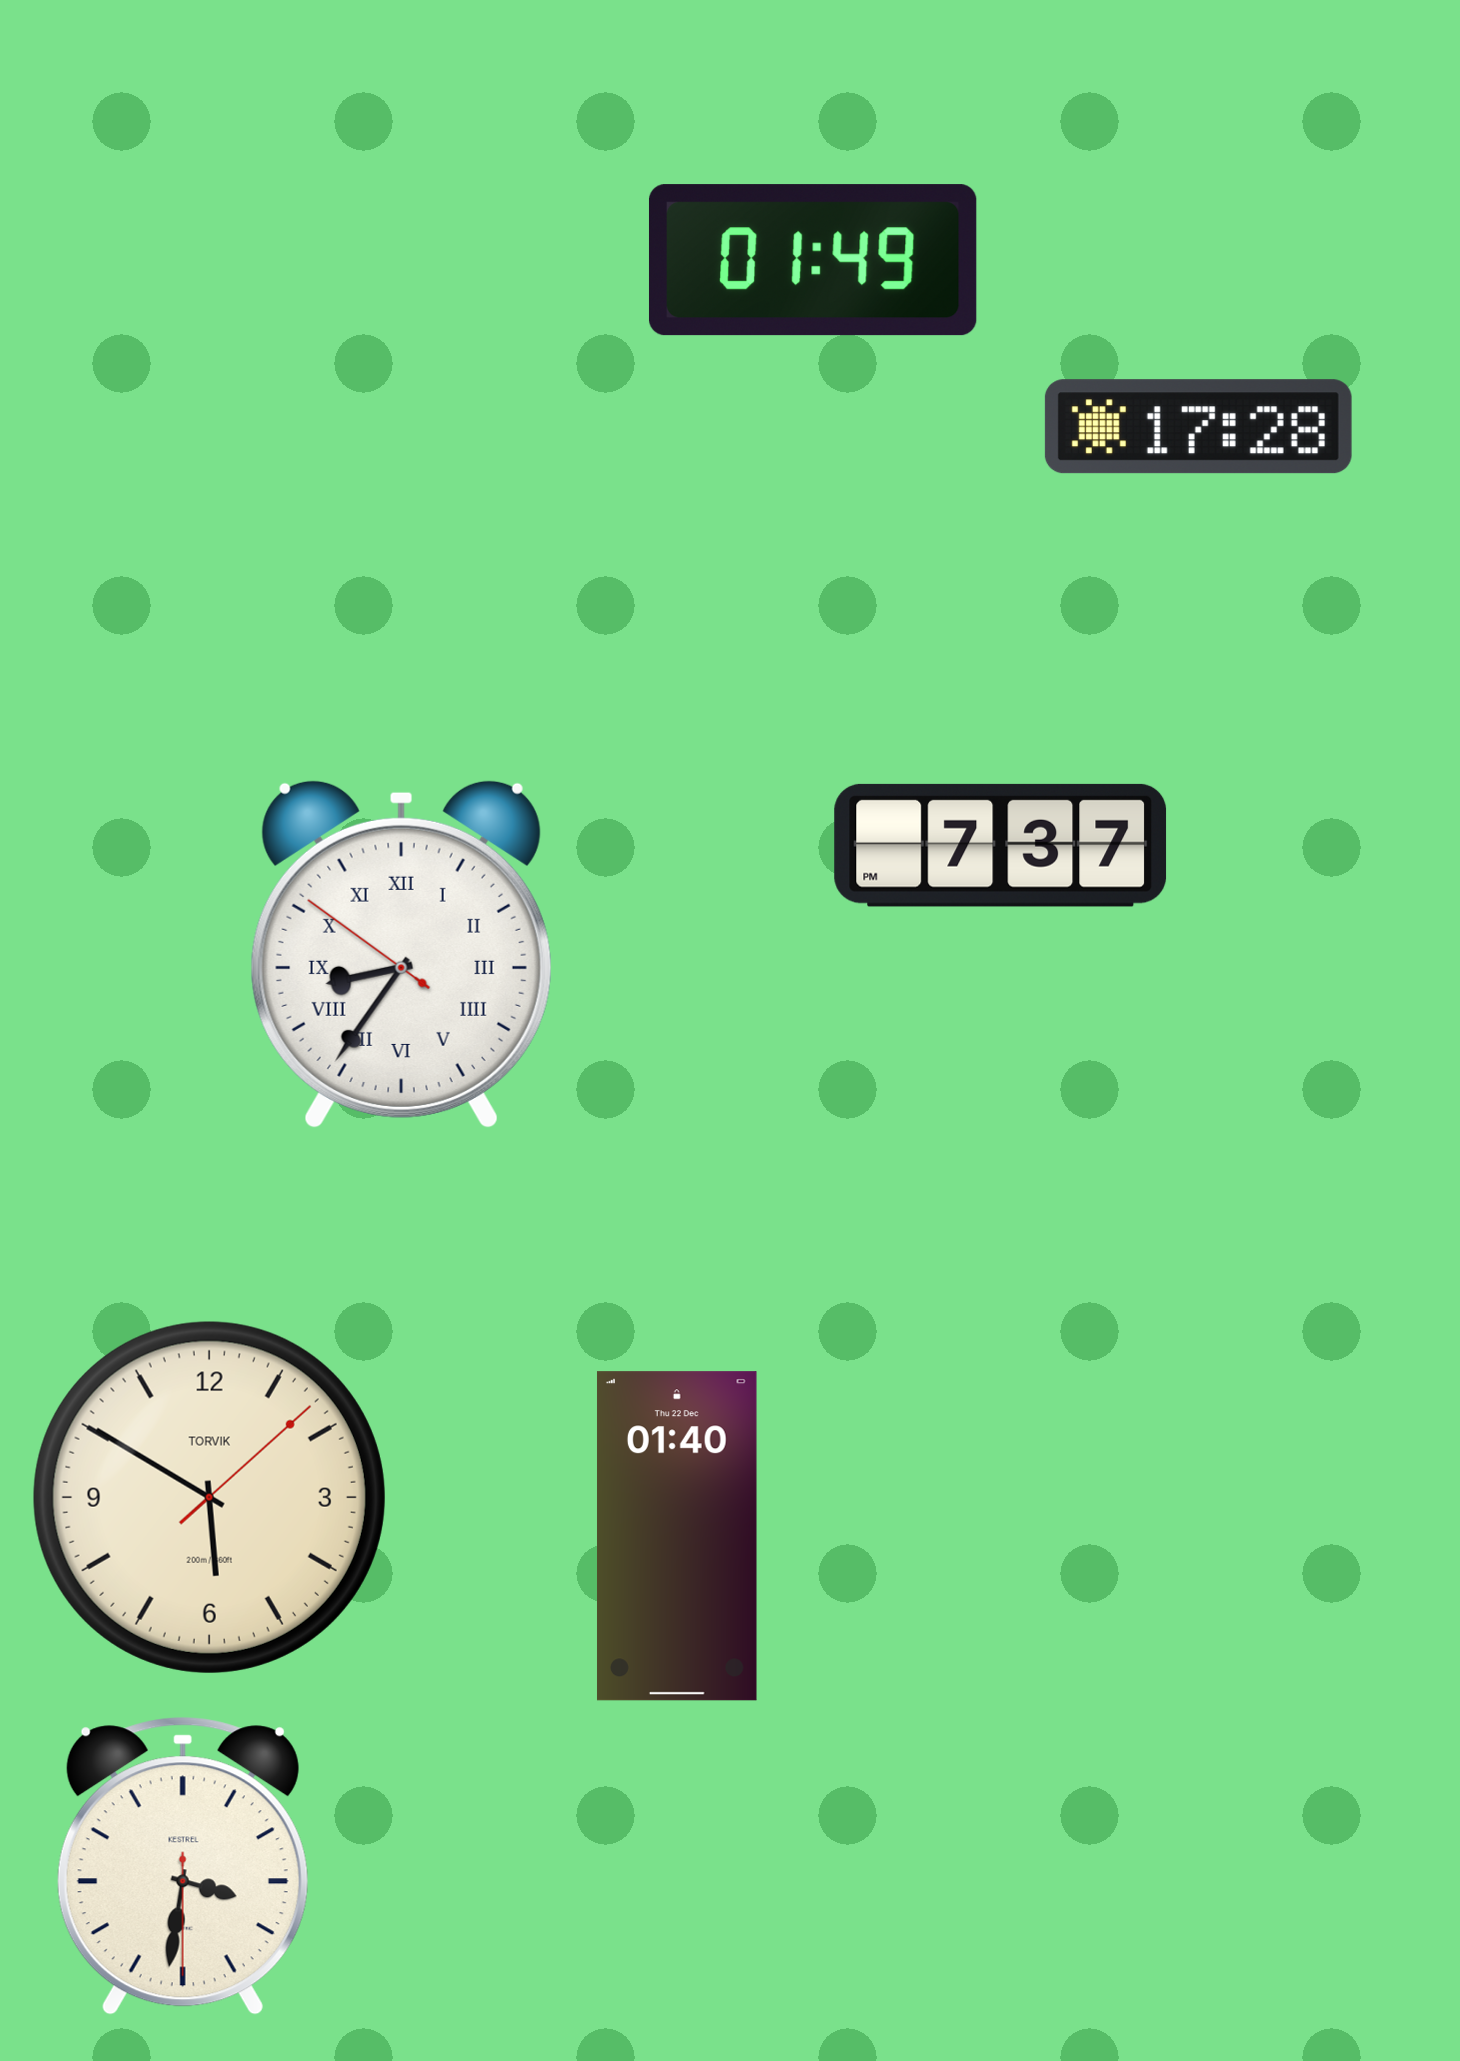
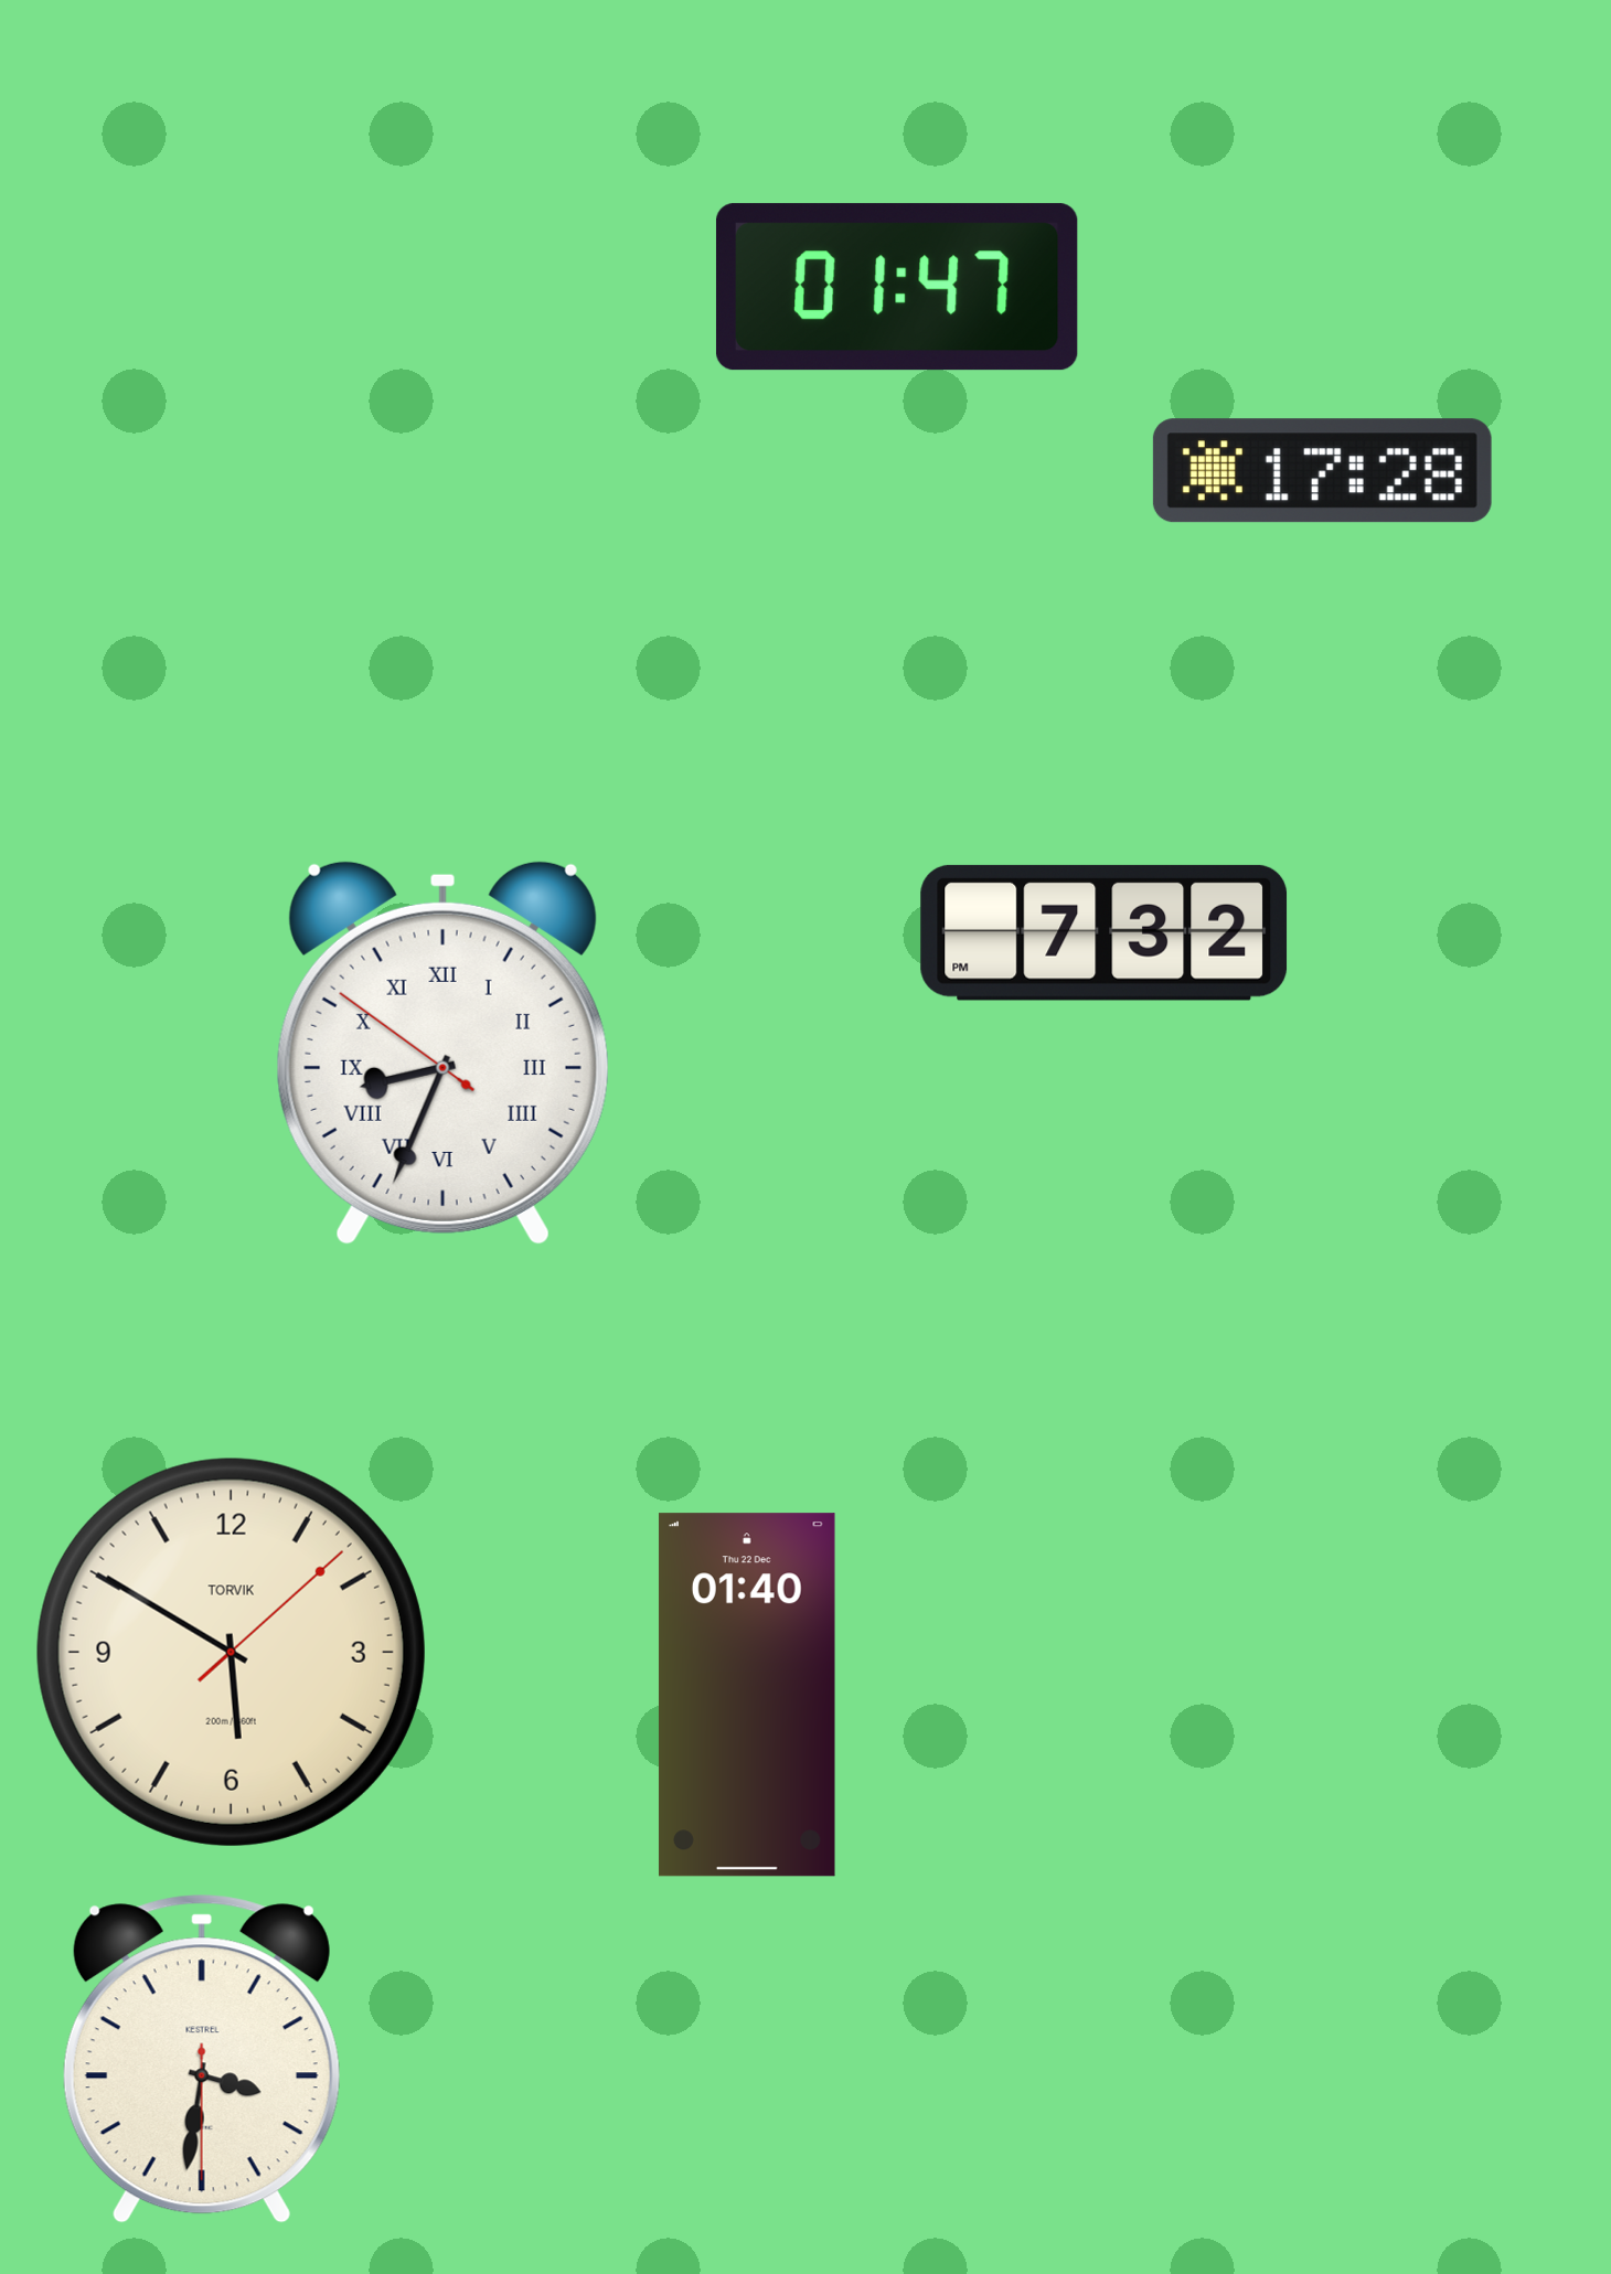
clock at (813, 260): 01:49 -> 01:47
clock at (1001, 845): 7:37 -> 7:32
clock at (401, 954): 8:35 -> 8:33
